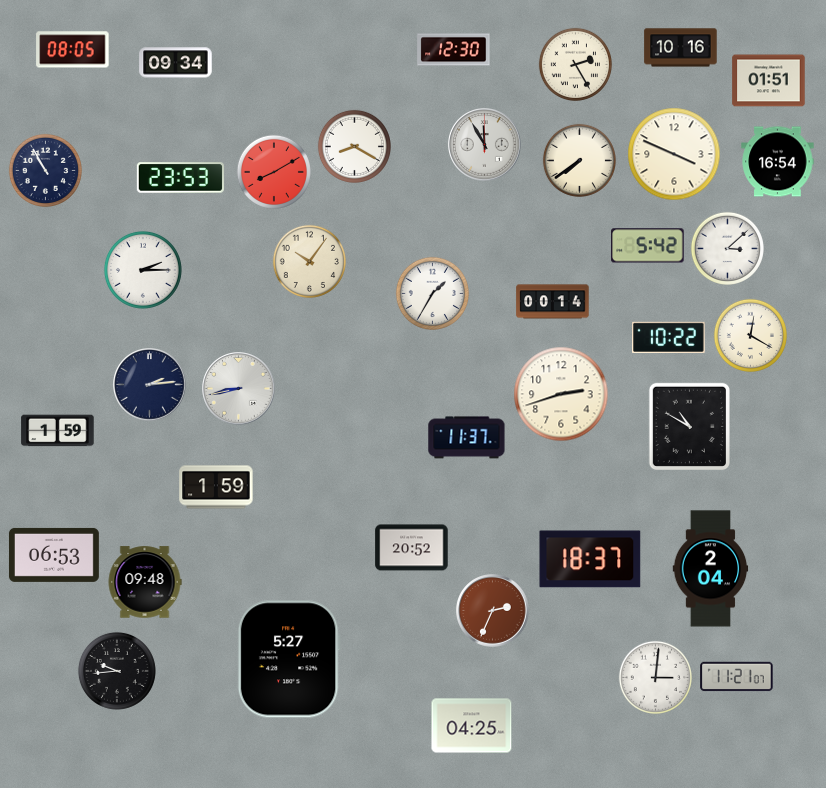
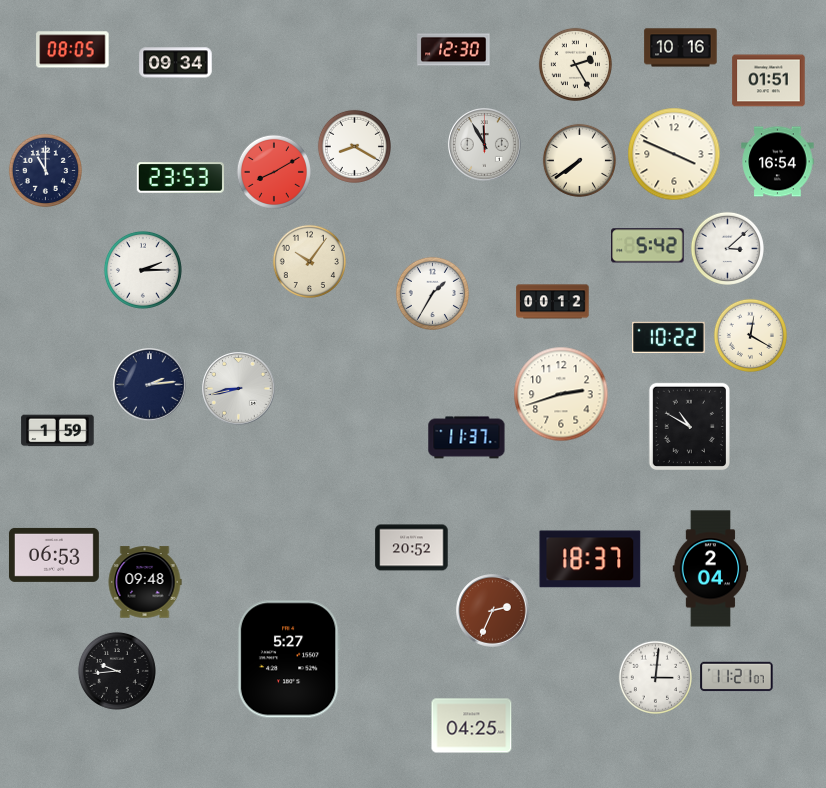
clock at (45, 170): 10:55 -> 11:00
clock at (553, 302): 00:14 -> 00:12
clock at (216, 487): 1:59 -> none
